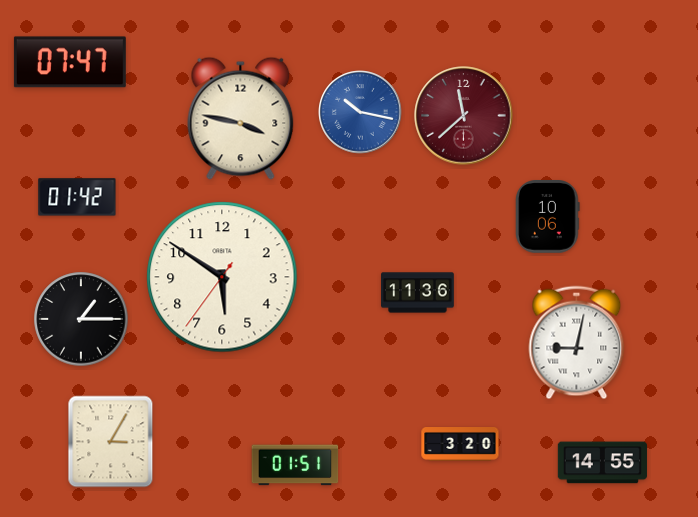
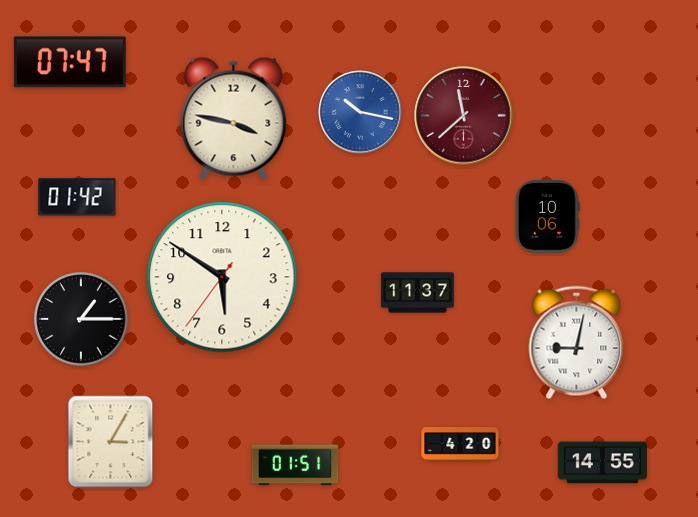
clock at (241, 118) position: (241, 118) -> (234, 118)
clock at (418, 293): 11:36 -> 11:37
clock at (460, 445): 3:20 -> 4:20
